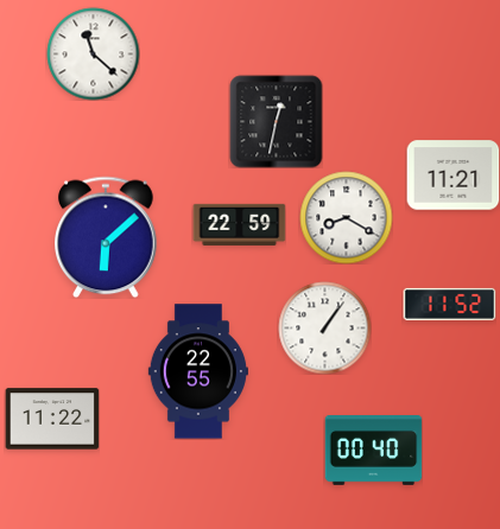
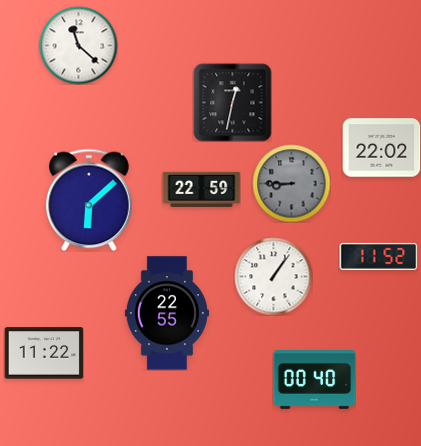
clock at (452, 176): 11:21 -> 22:02
clock at (346, 217): 8:20 -> 8:45
clock at (346, 217) dial: white -> grey
